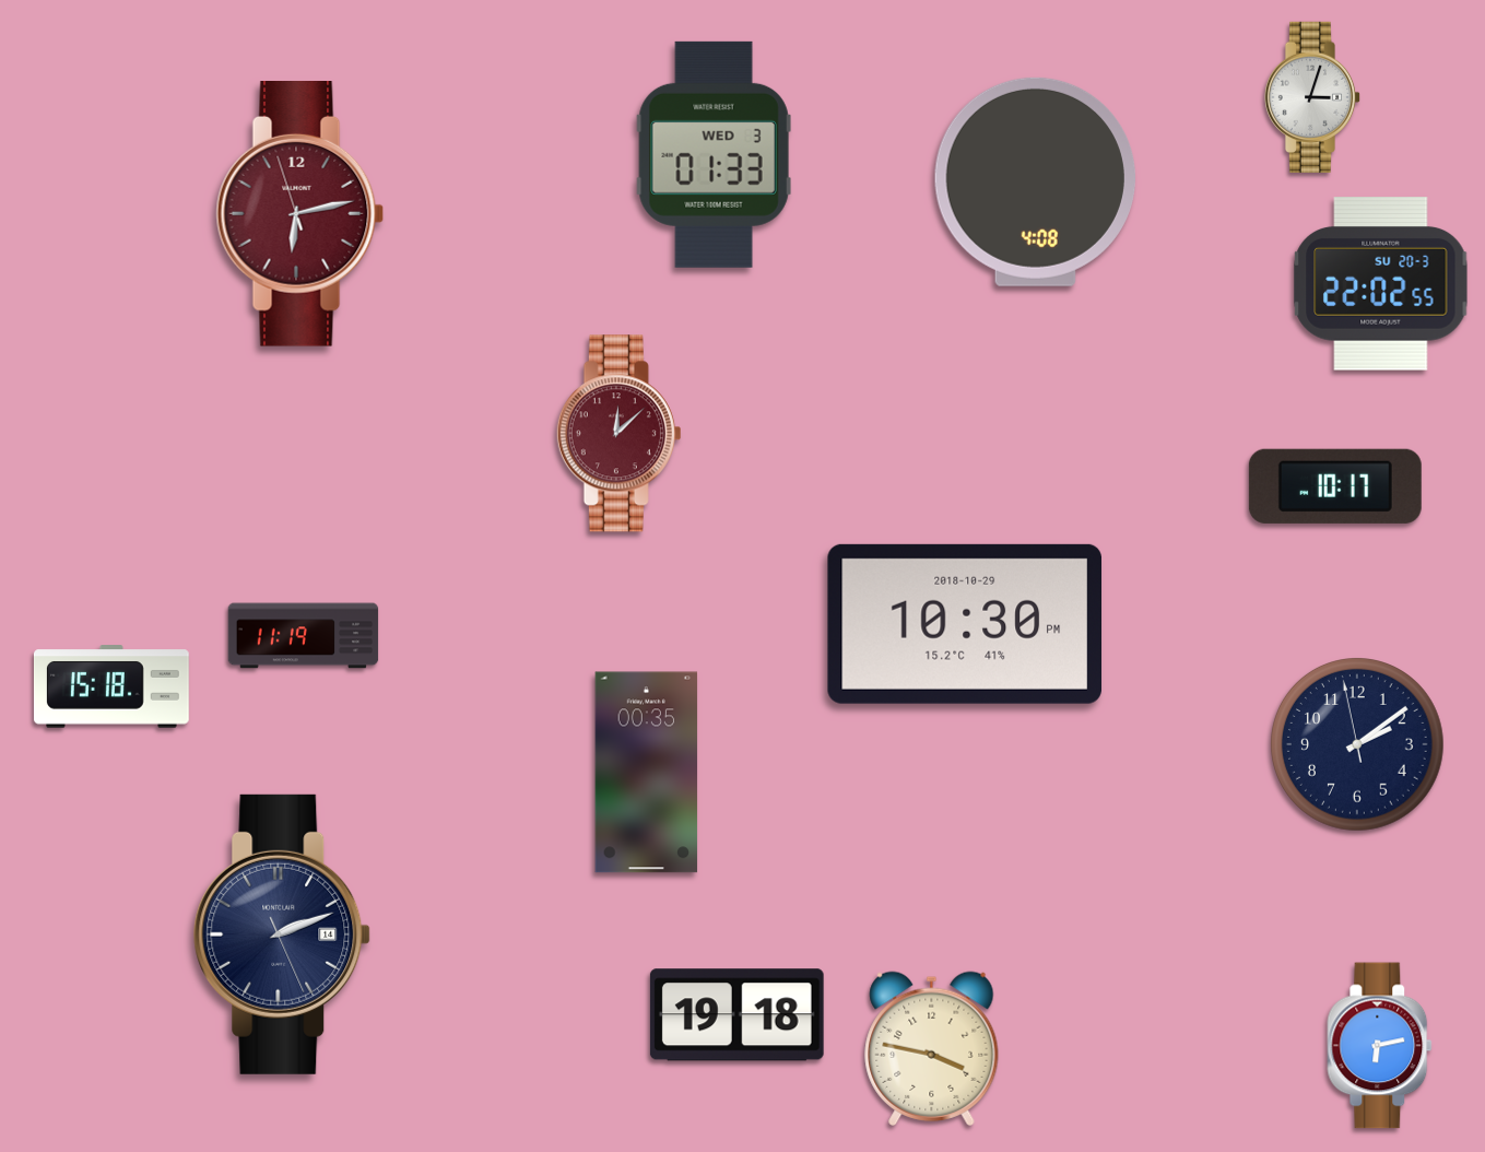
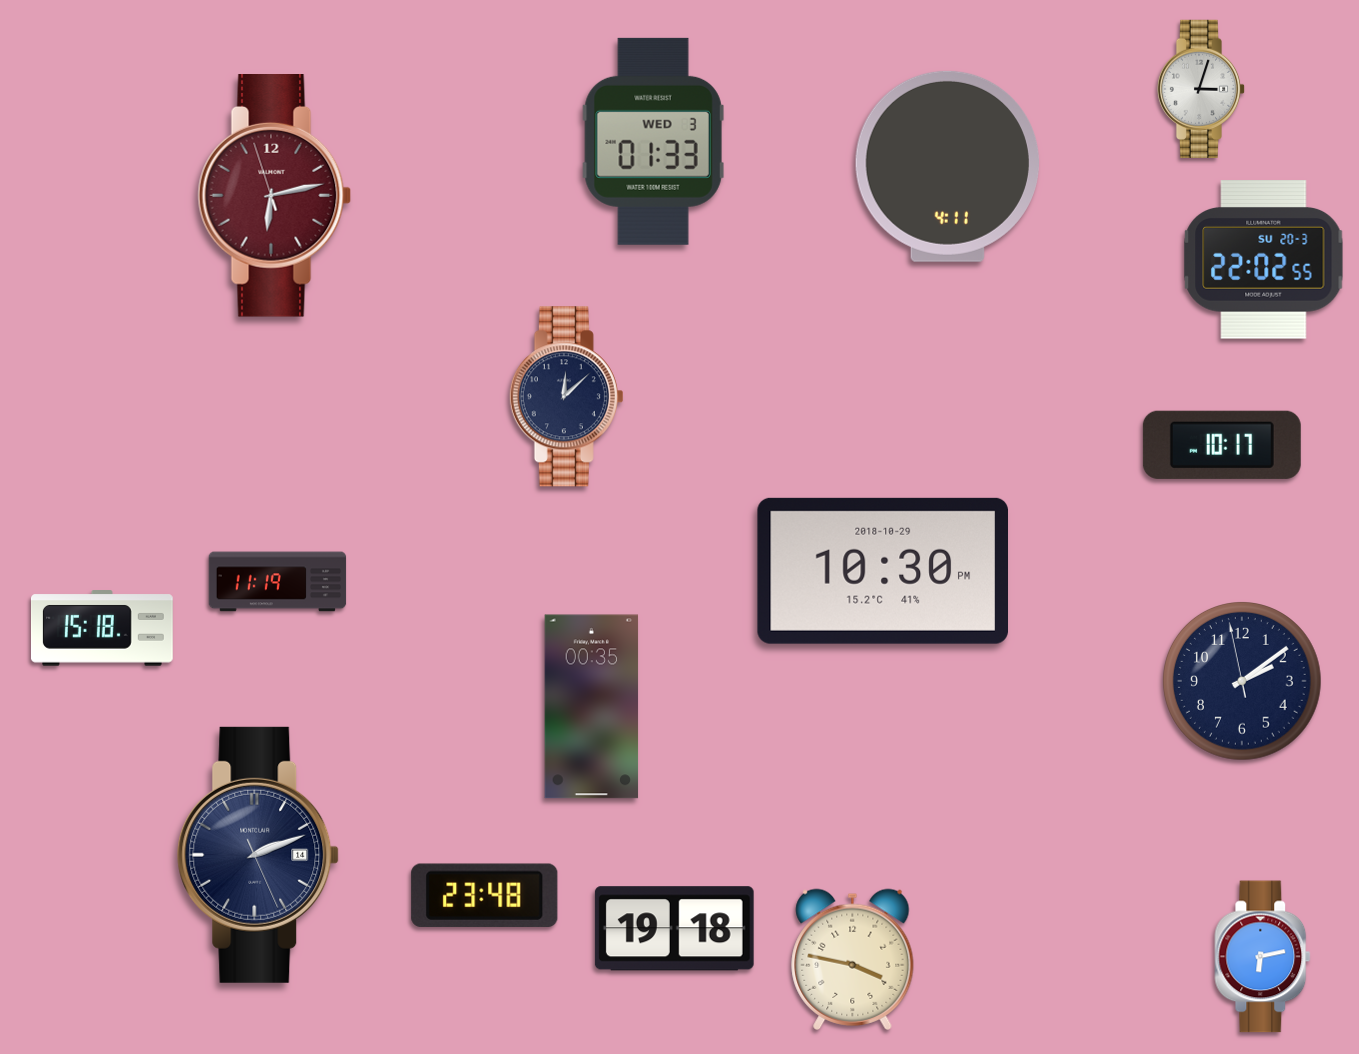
clock at (1035, 181): 4:08 -> 4:11
clock at (618, 434) dial: burgundy -> navy
clock at (485, 895): none -> 23:48
